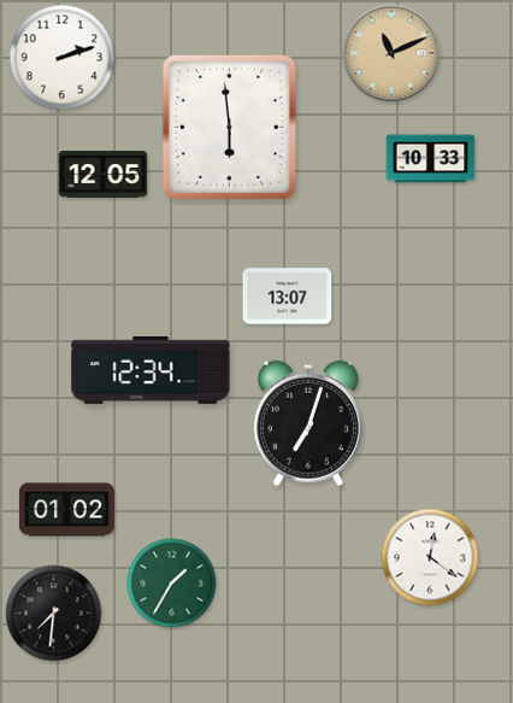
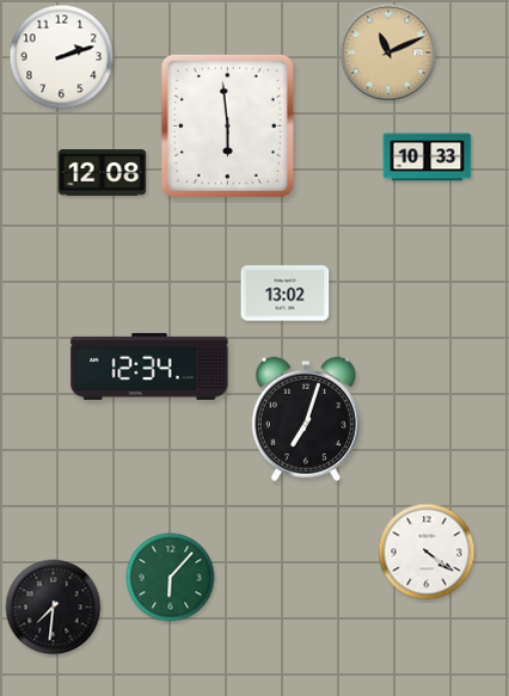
clock at (104, 175): 12:05 -> 12:08
clock at (288, 297): 13:07 -> 13:02
clock at (66, 510): 01:02 -> none
clock at (430, 557): 12:21 -> 4:21
clock at (172, 584): 1:35 -> 6:07
